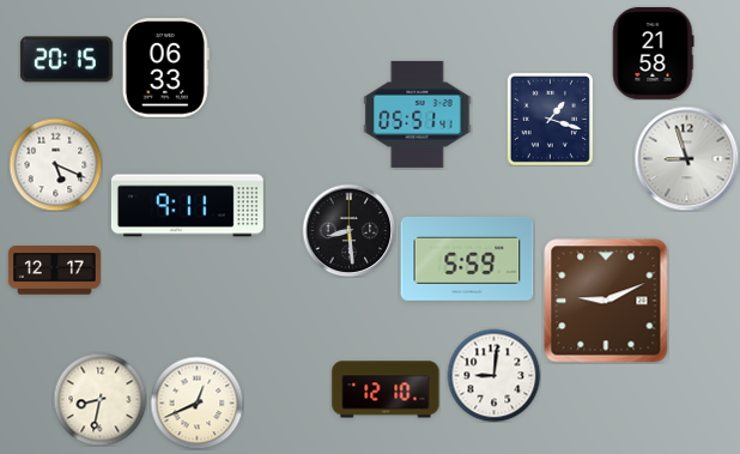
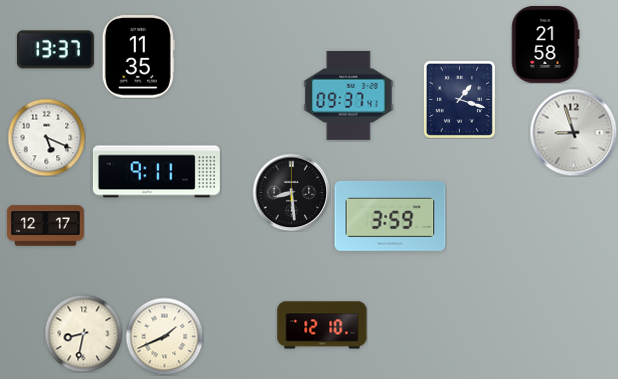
clock at (66, 60): 20:15 -> 13:37
clock at (165, 68): 06:33 -> 11:35
clock at (418, 114): 05:51 -> 09:37
clock at (467, 259): 5:59 -> 3:59
clock at (606, 301): 9:11 -> none
clock at (493, 375): 9:01 -> none
clock at (196, 402): 12:41 -> 1:41
